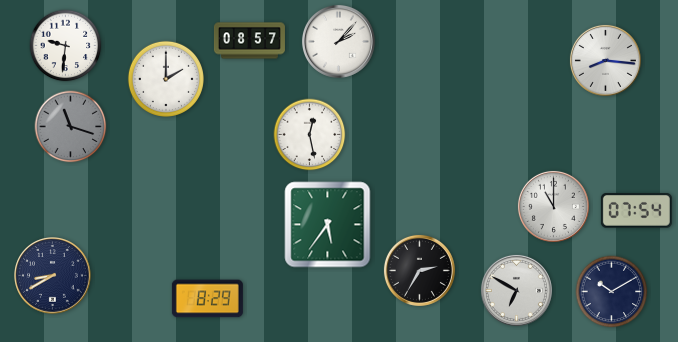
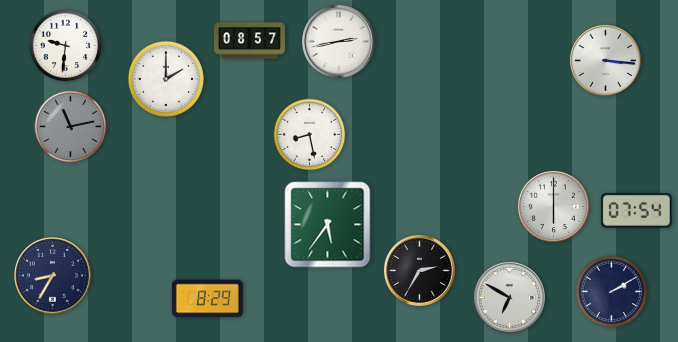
clock at (338, 41): 2:07 -> 2:43
clock at (605, 60): 8:16 -> 3:16
clock at (71, 127): 11:18 -> 11:13
clock at (310, 135): 12:28 -> 8:28
clock at (553, 206): 11:00 -> 6:00
clock at (53, 276): 8:40 -> 8:35
clock at (516, 290) position: (516, 290) -> (509, 297)
clock at (612, 292): 10:10 -> 2:10
